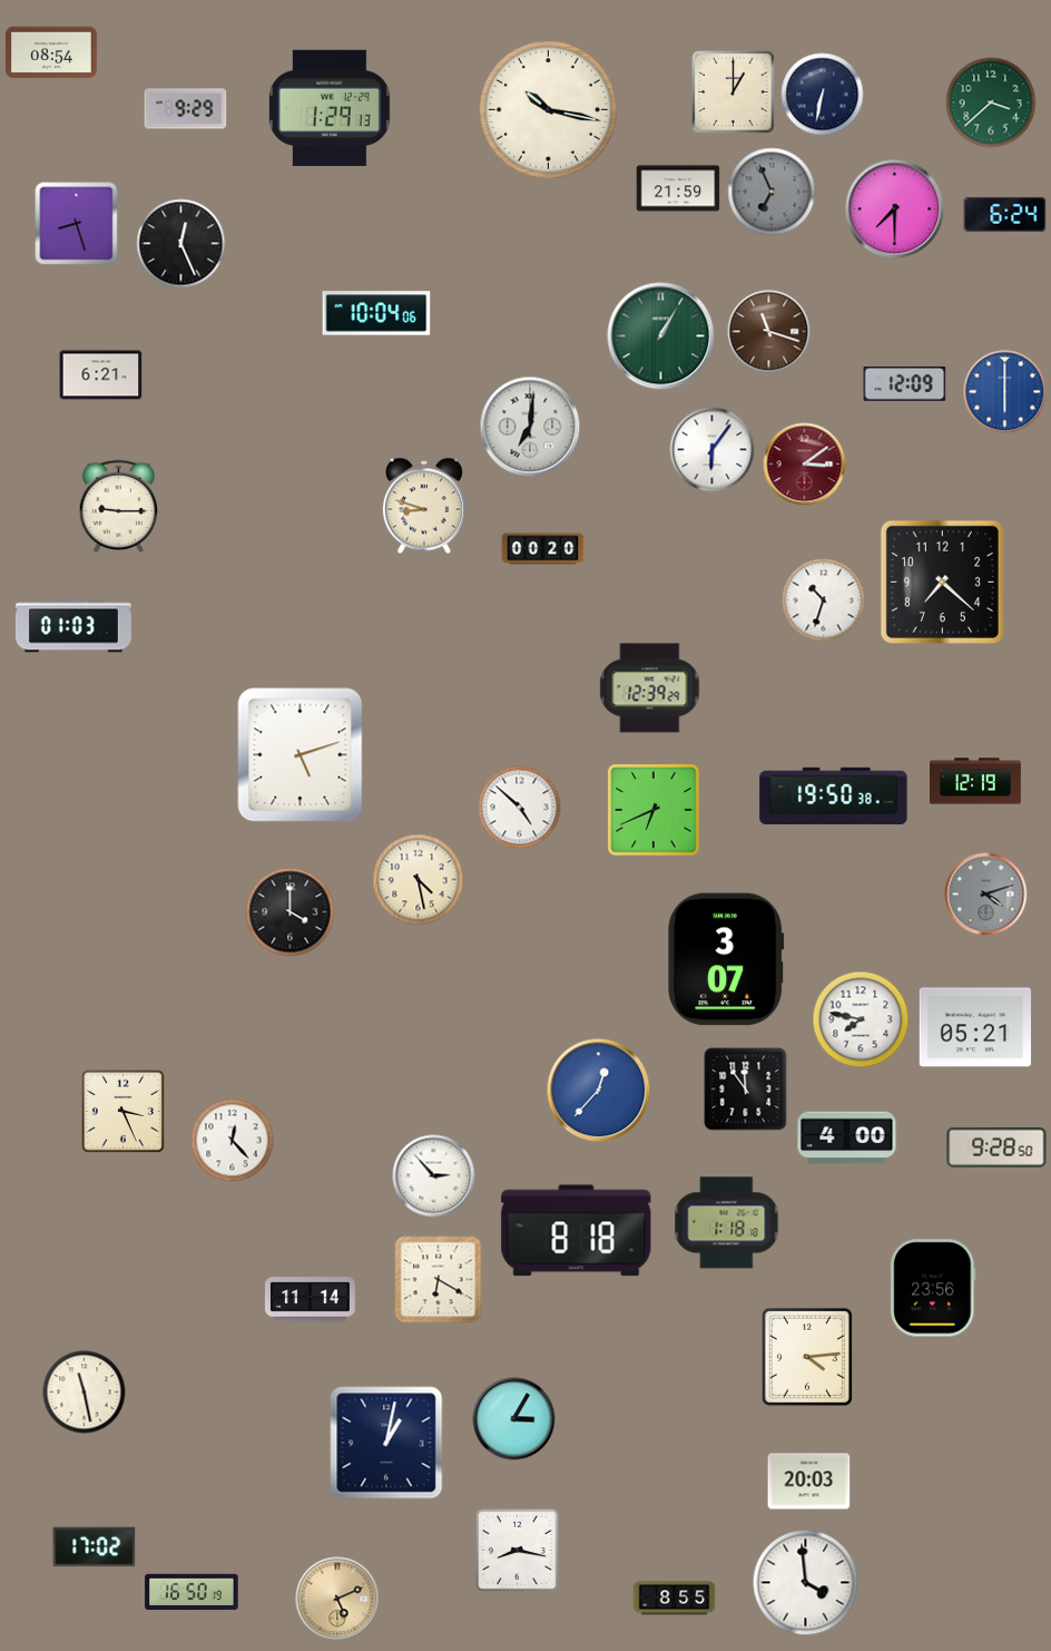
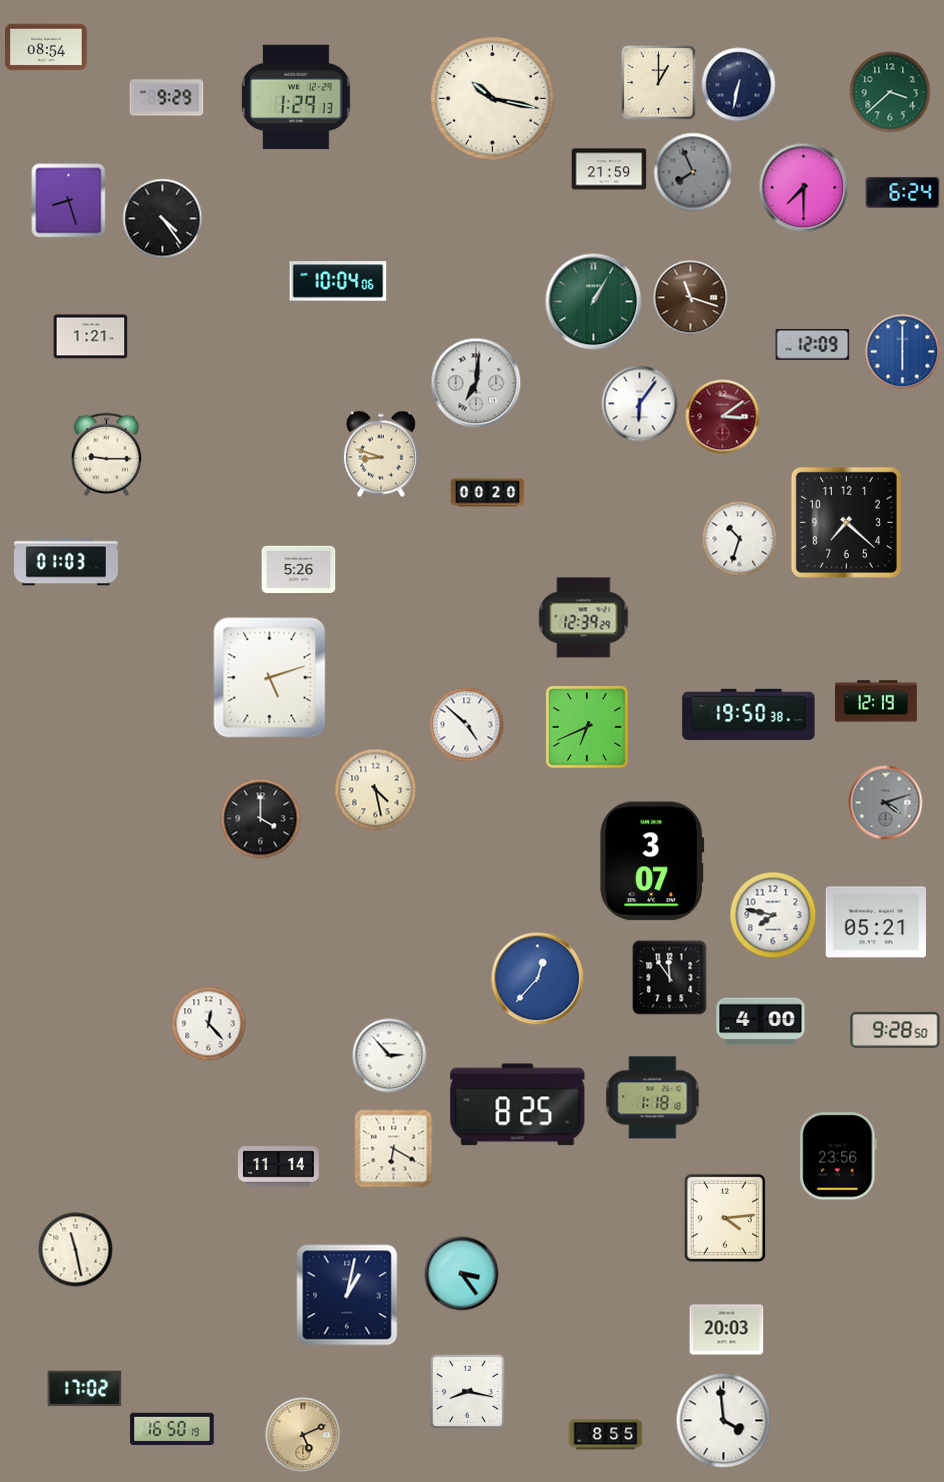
clock at (772, 192): 6:56 -> 7:56
clock at (181, 244): 12:26 -> 4:24
clock at (101, 375): 6:21 -> 1:21
clock at (299, 569): none -> 5:26
clock at (122, 1111): 3:26 -> none
clock at (577, 1231): 8:18 -> 8:25
clock at (514, 1419): 3:05 -> 3:24
clock at (517, 1550) position: (517, 1550) -> (467, 1391)
